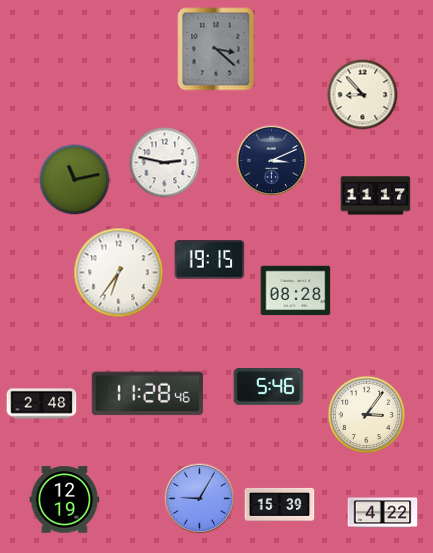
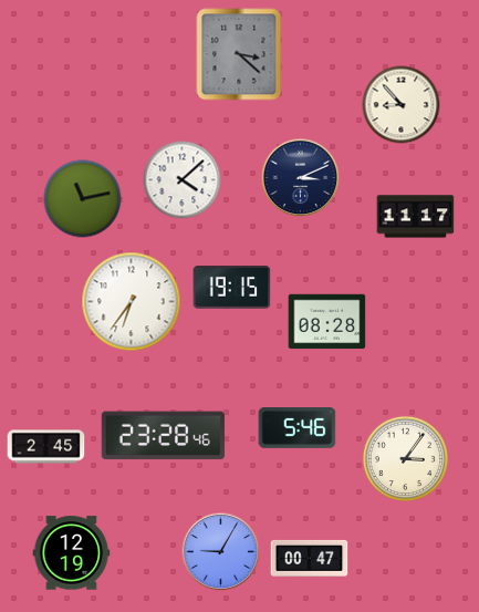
clock at (165, 163): 2:47 -> 4:08
clock at (147, 394): 11:28 -> 23:28
clock at (42, 404): 2:48 -> 2:45
clock at (280, 504): 15:39 -> 00:47
clock at (383, 513): 4:22 -> none
